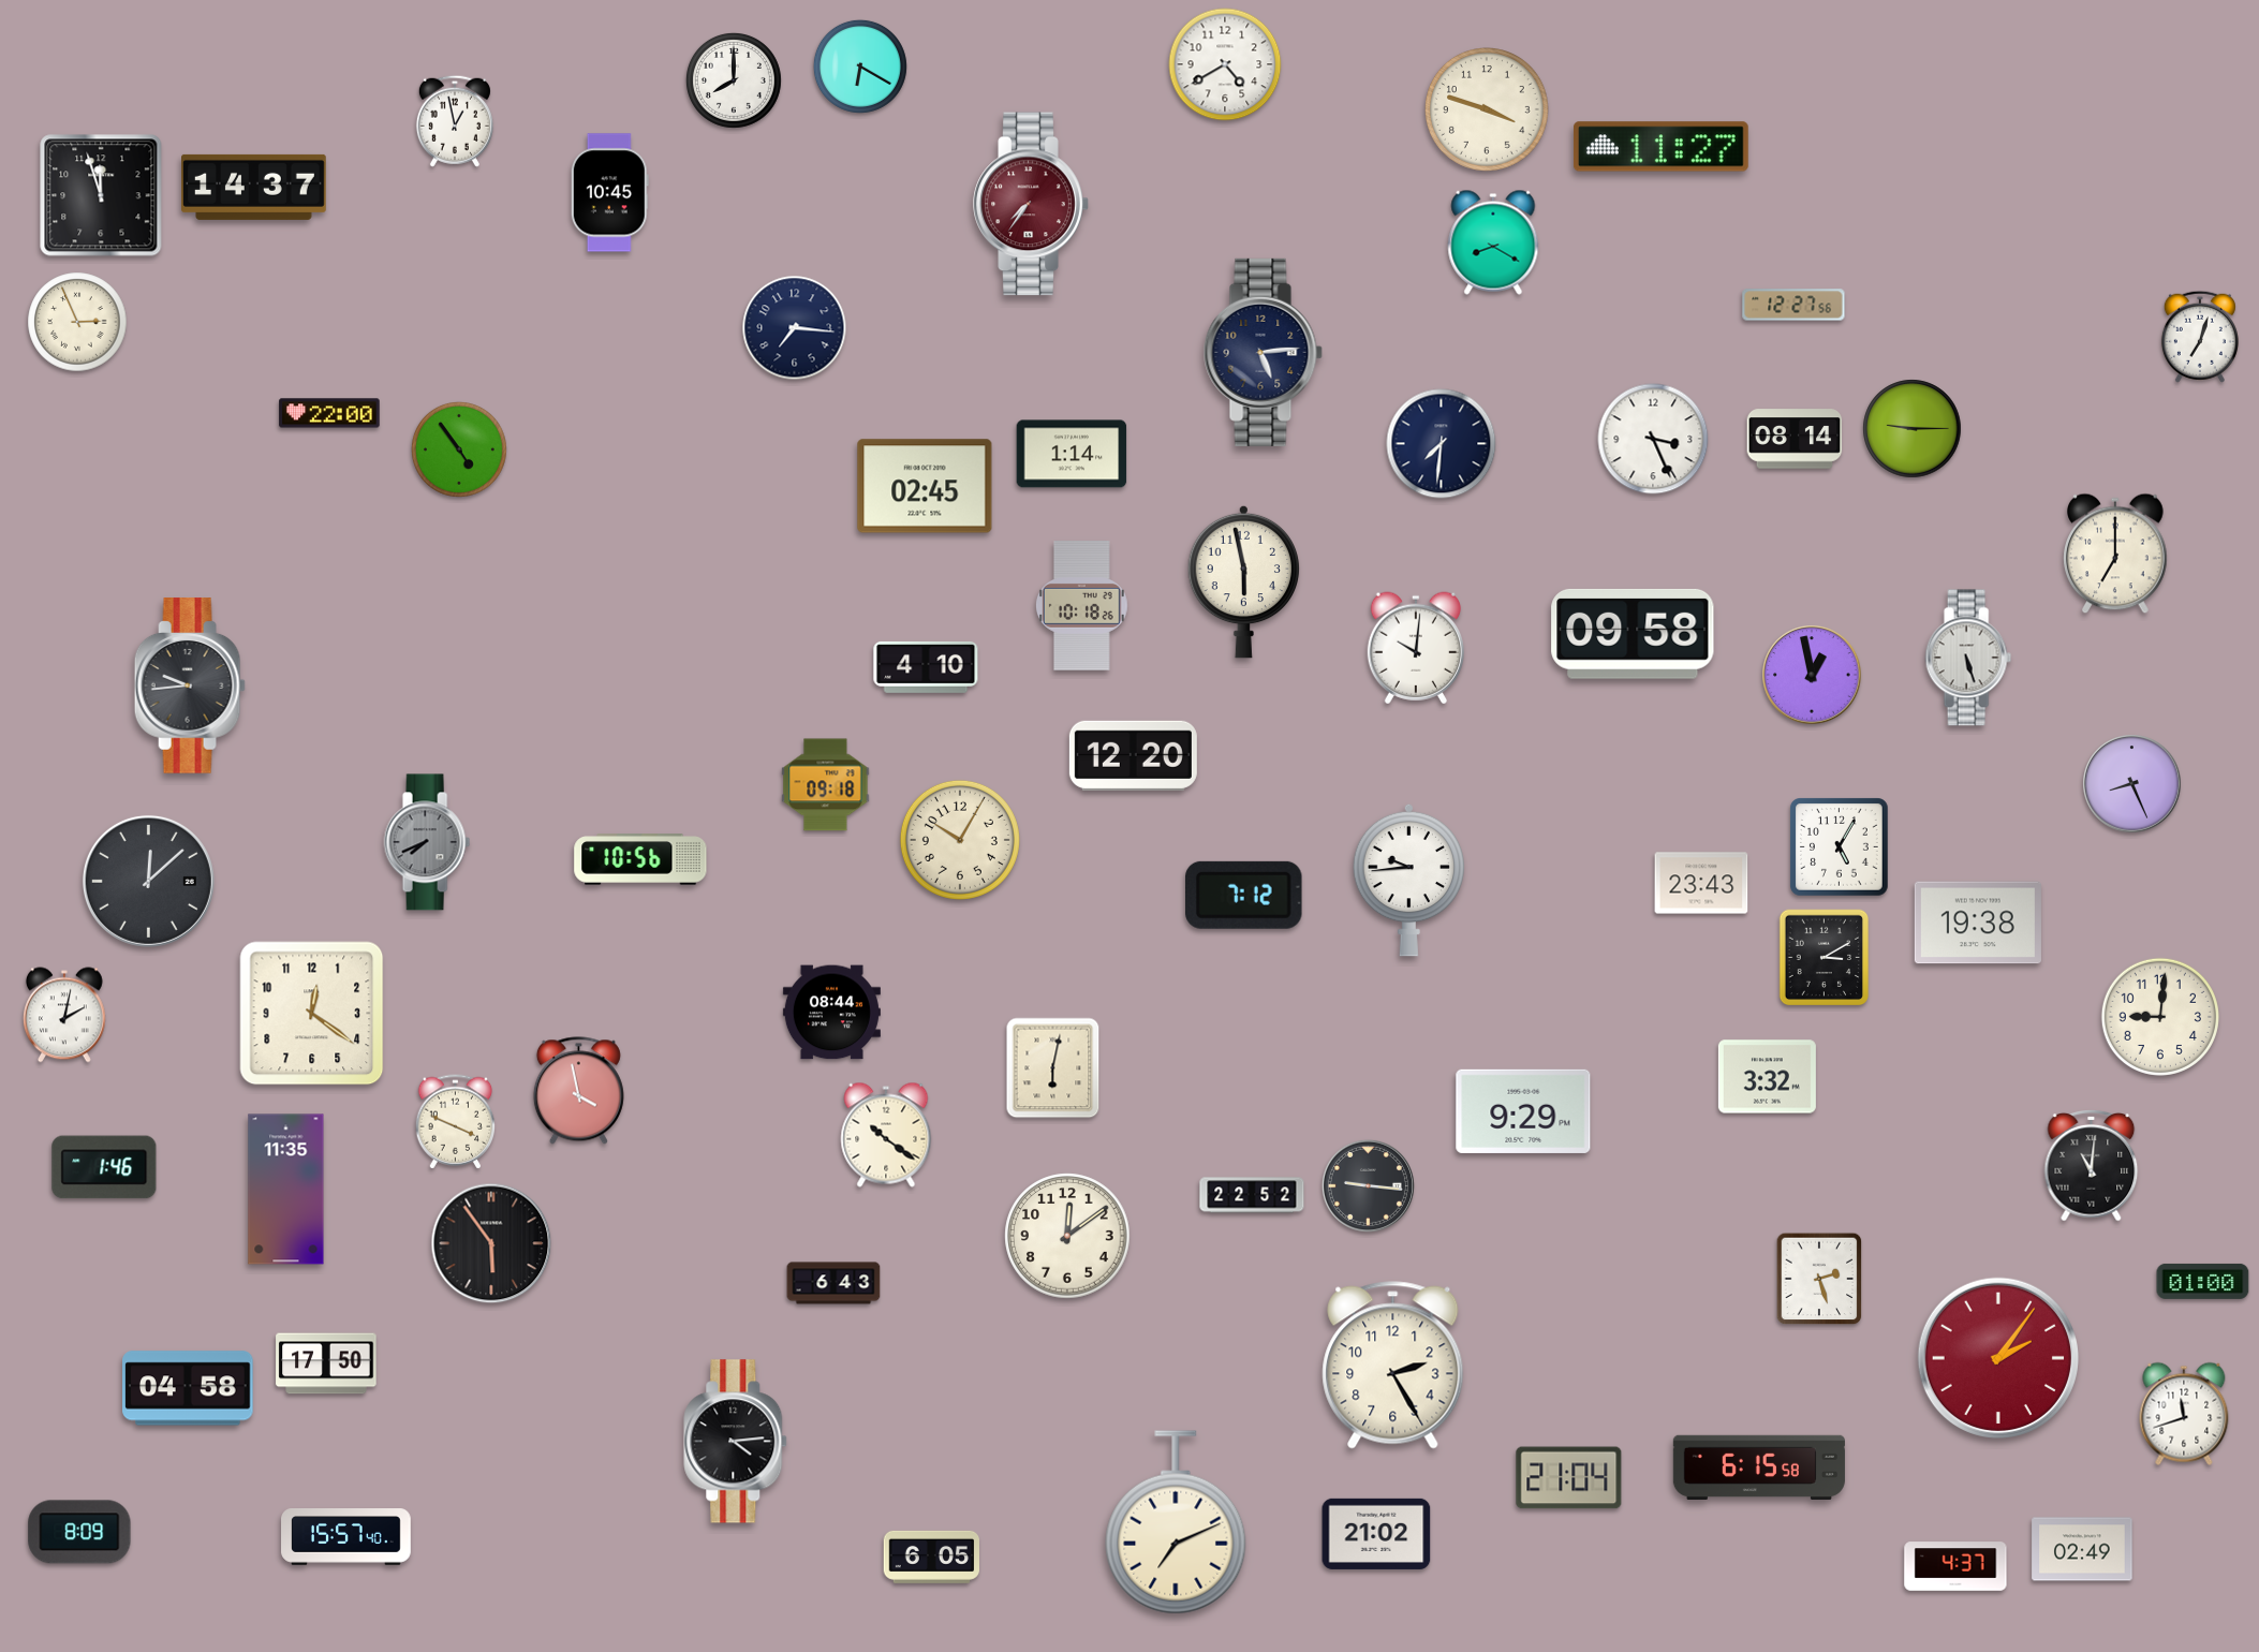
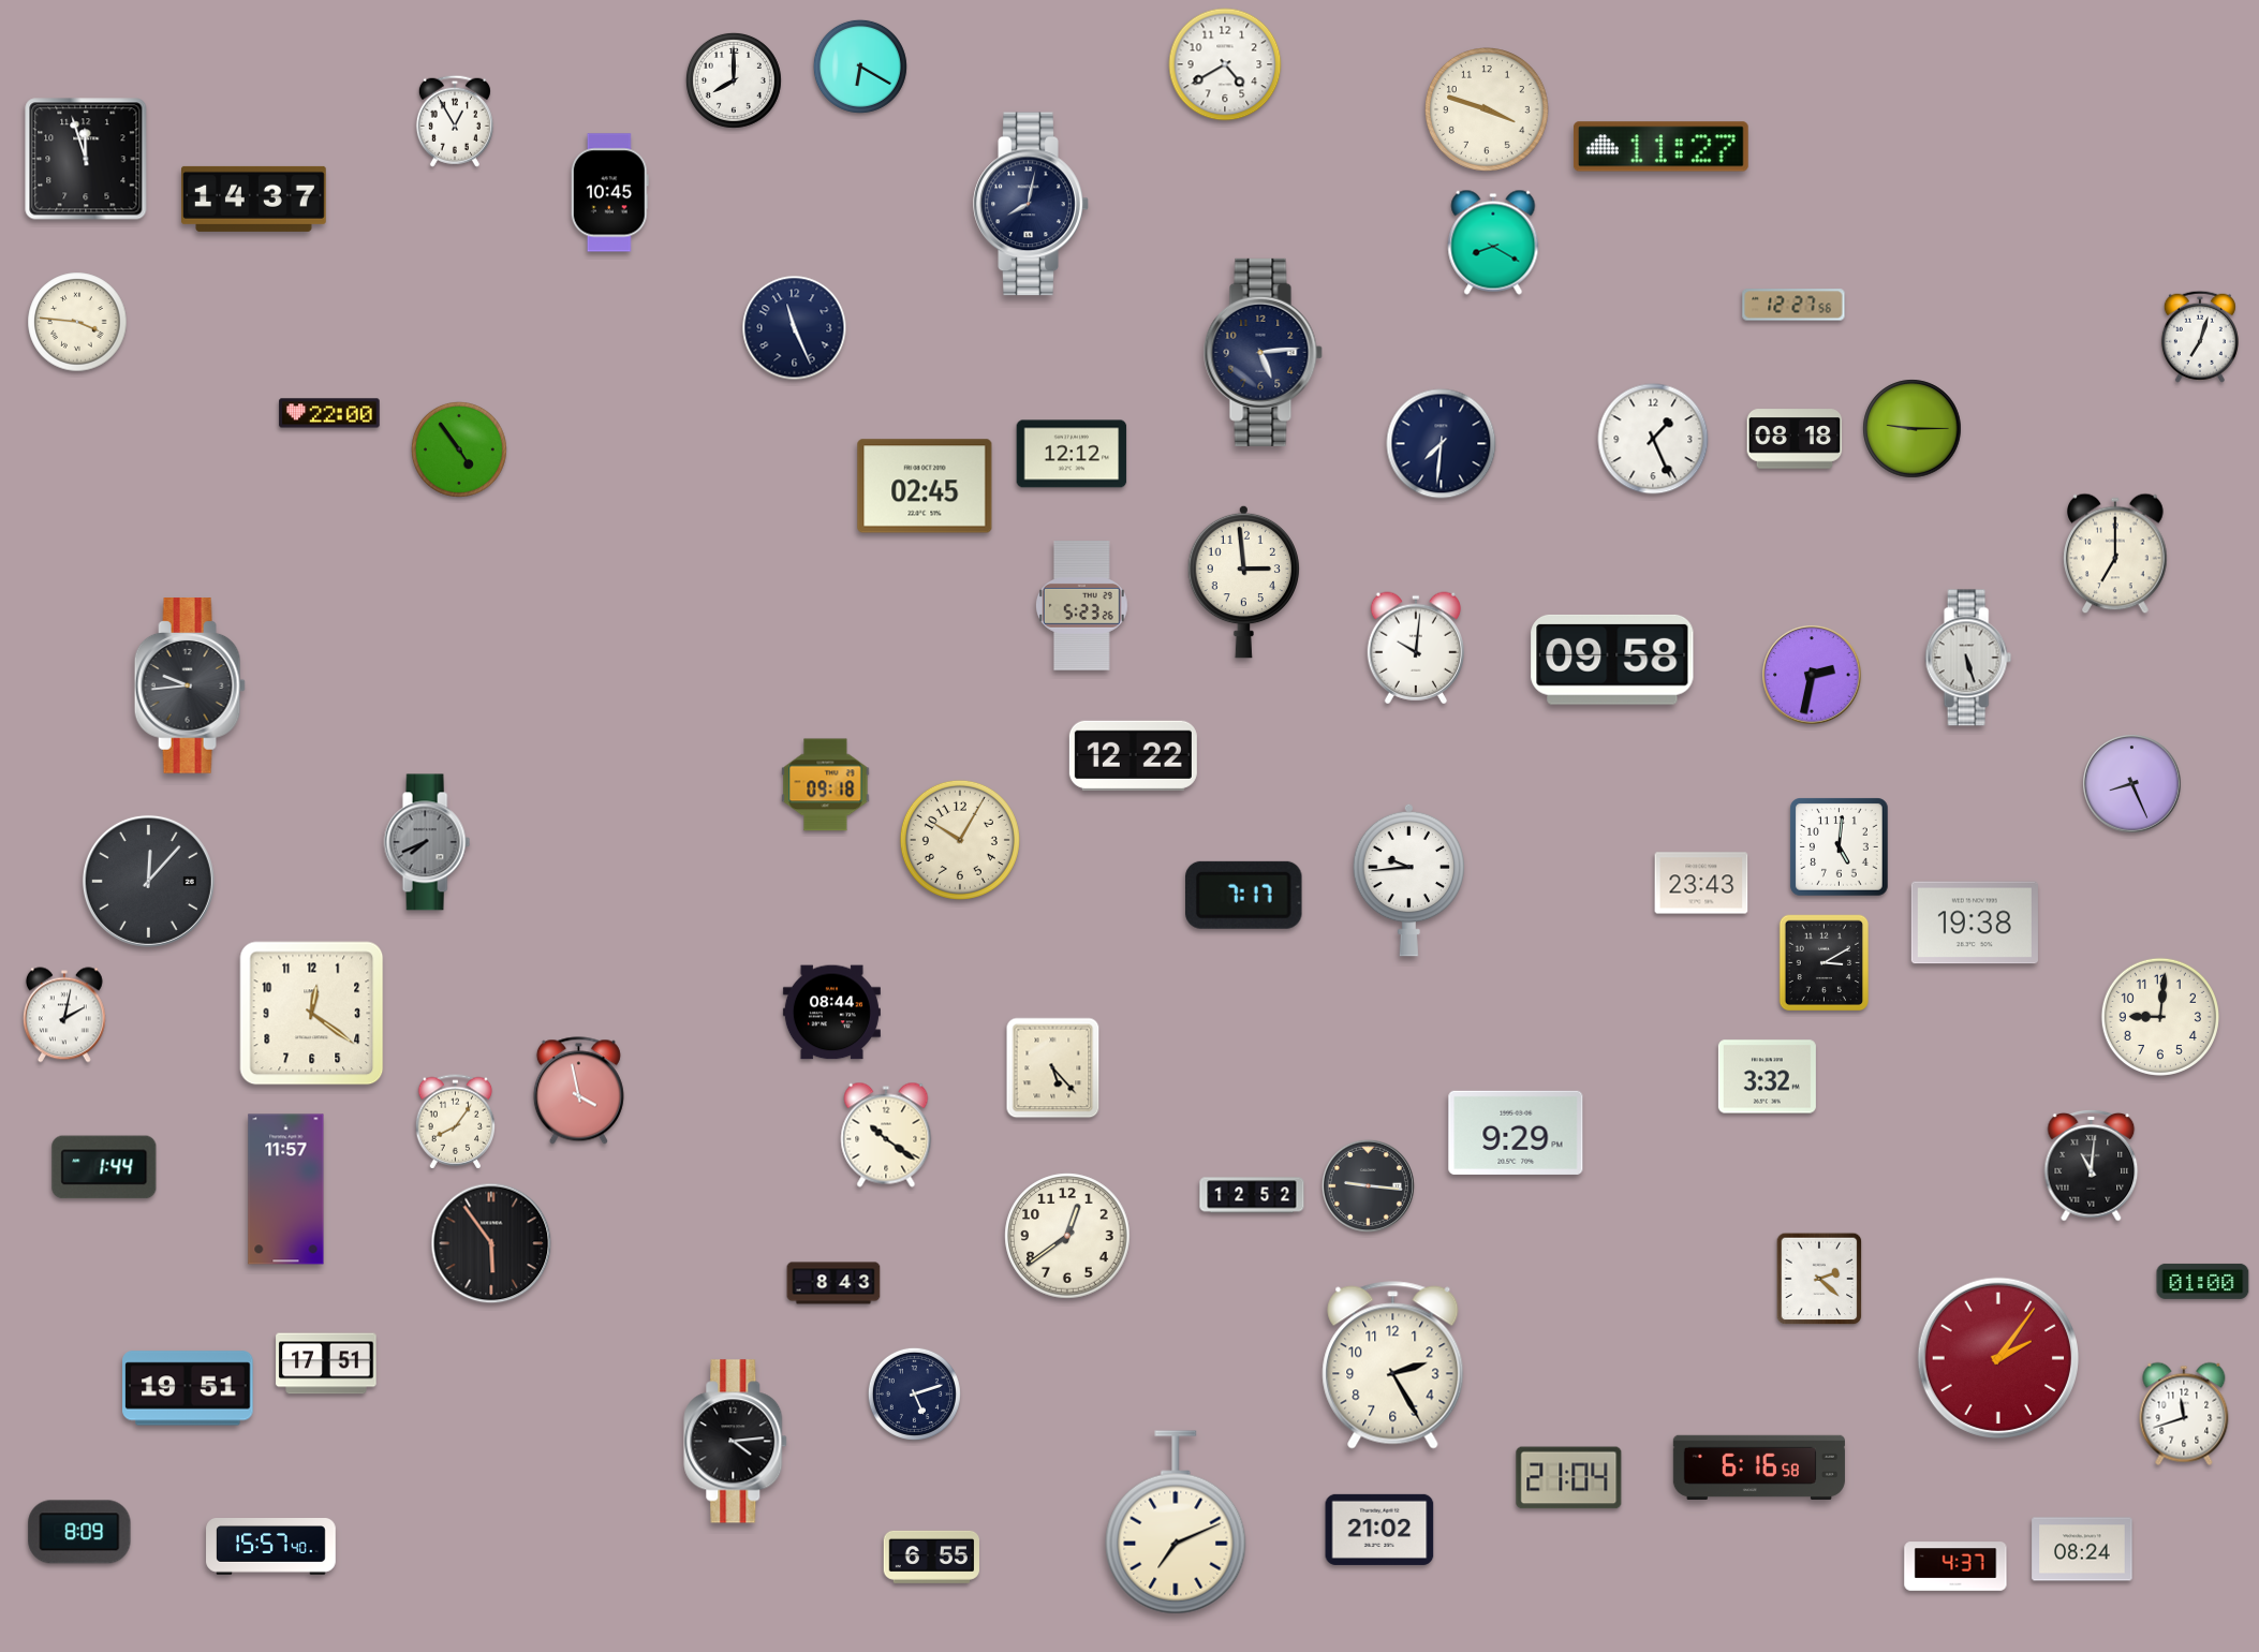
clock at (455, 121): 12:58 -> 12:55
clock at (254, 187) position: (254, 187) -> (254, 198)
clock at (101, 195) position: (101, 195) -> (86, 159)
clock at (1031, 204): 7:36 -> 8:02
clock at (1031, 204) dial: burgundy -> navy
clock at (77, 322): 2:56 -> 3:46
clock at (795, 328): 7:16 -> 11:26
clock at (1653, 439): 3:26 -> 1:26
clock at (1795, 439): 08:14 -> 08:18
clock at (1072, 454): 1:14 -> 12:12
clock at (1244, 581): 5:58 -> 2:59
clock at (1081, 606): 10:18 -> 5:23
clock at (1633, 634) position: (1633, 634) -> (1612, 660)
clock at (926, 667): 4:10 -> none
clock at (1812, 675): 12:58 -> 2:32
clock at (1133, 755): 12:20 -> 12:22
clock at (1840, 847): 5:05 -> 5:01
clock at (640, 859): 10:56 -> none
clock at (148, 881): 12:08 -> 12:07
clock at (1244, 895): 7:12 -> 7:17
clock at (1978, 923) position: (1978, 923) -> (1975, 923)
clock at (1825, 958) position: (1825, 958) -> (1825, 963)
clock at (1053, 1068): 6:02 -> 5:23
clock at (1523, 1111) position: (1523, 1111) -> (1516, 1133)
clock at (456, 1122): 3:49 -> 8:06
clock at (104, 1167): 1:46 -> 1:44
clock at (286, 1190): 11:35 -> 11:57
clock at (1252, 1195): 22:52 -> 12:52
clock at (1067, 1236): 12:09 -> 12:39
clock at (1819, 1279): 2:27 -> 2:22
clock at (833, 1283): 6:43 -> 8:43
clock at (326, 1363): 17:50 -> 17:51
clock at (188, 1388): 04:58 -> 19:51
clock at (914, 1393): none -> 5:12
clock at (1759, 1467): 6:15 -> 6:16
clock at (1376, 1534) position: (1376, 1534) -> (1379, 1530)
clock at (346, 1537) position: (346, 1537) -> (271, 1547)
clock at (2082, 1549): 02:49 -> 08:24
clock at (932, 1557): 6:05 -> 6:55
